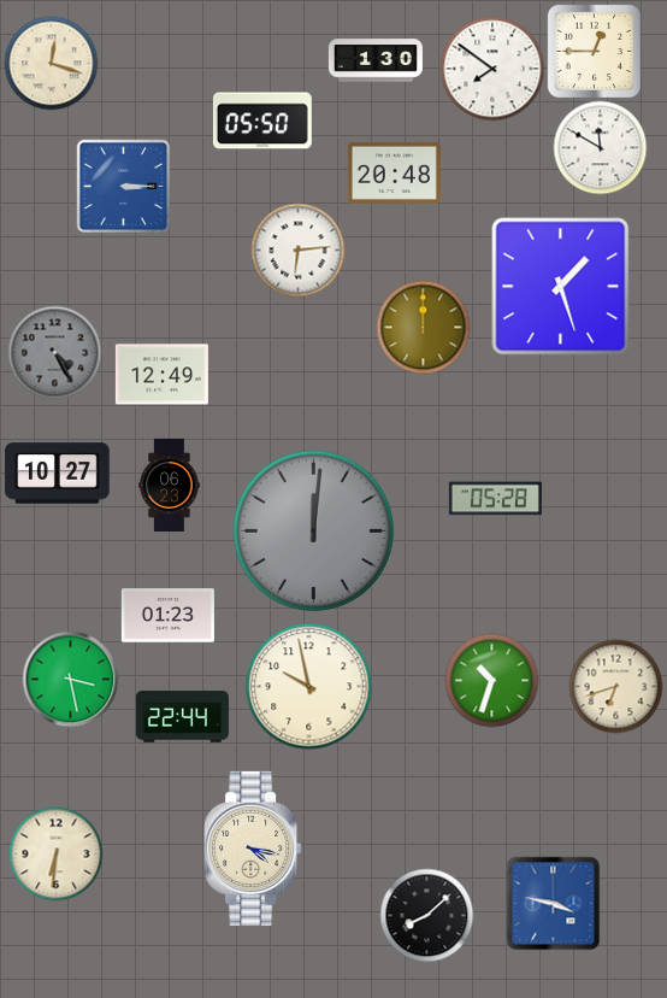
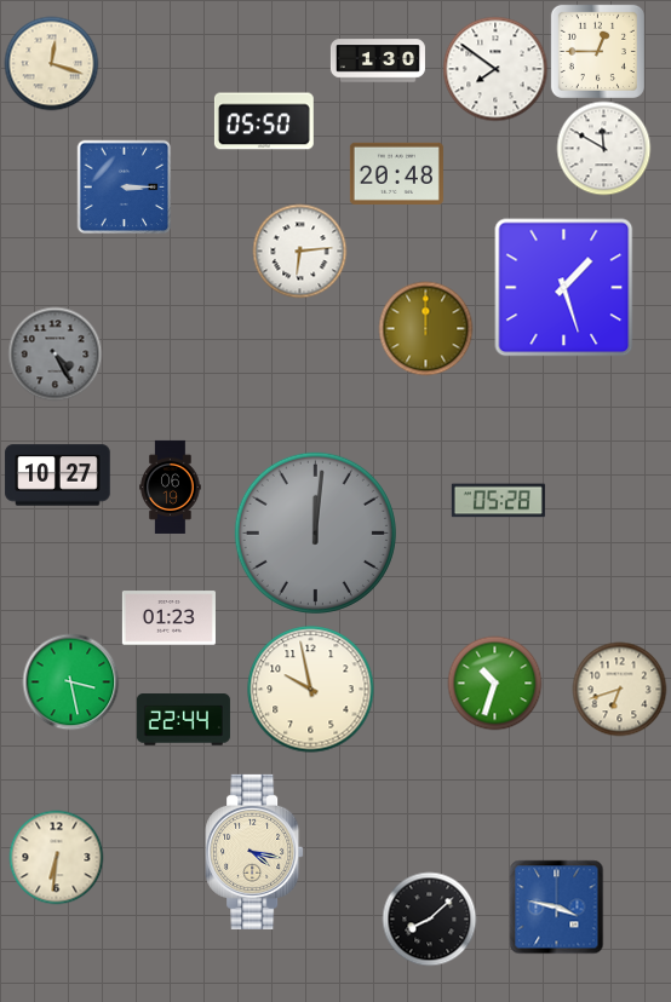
clock at (161, 375): 12:49 -> none
clock at (170, 485): 06:23 -> 06:19
